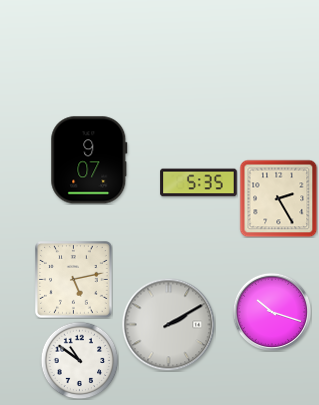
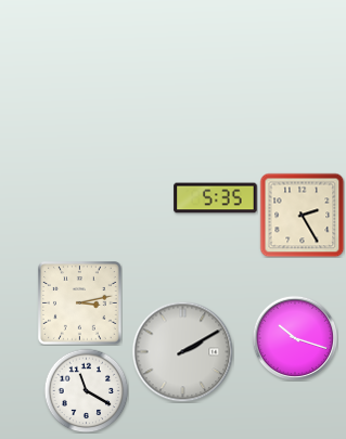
clock at (89, 160): 9:07 -> none
clock at (74, 280): 5:13 -> 3:13
clock at (79, 360): 10:51 -> 11:20
